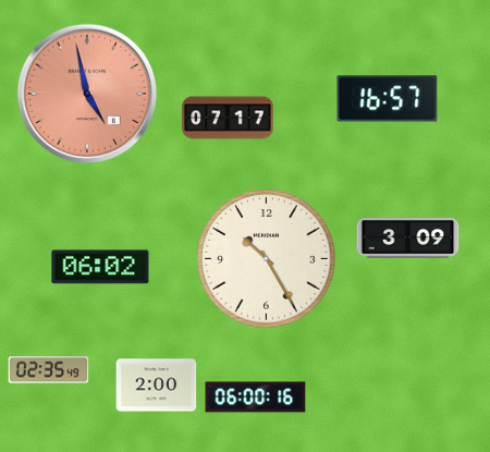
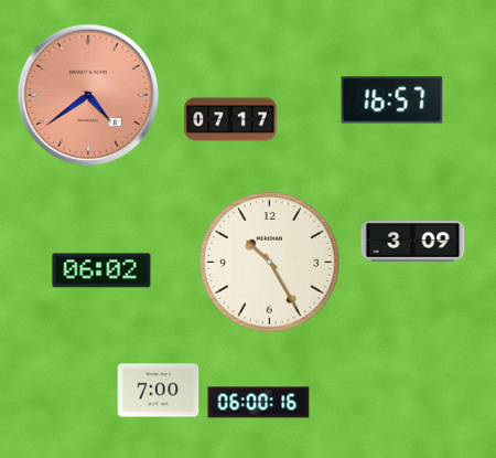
clock at (87, 94): 4:58 -> 4:39
clock at (49, 370): 02:35 -> none
clock at (157, 386): 2:00 -> 7:00
